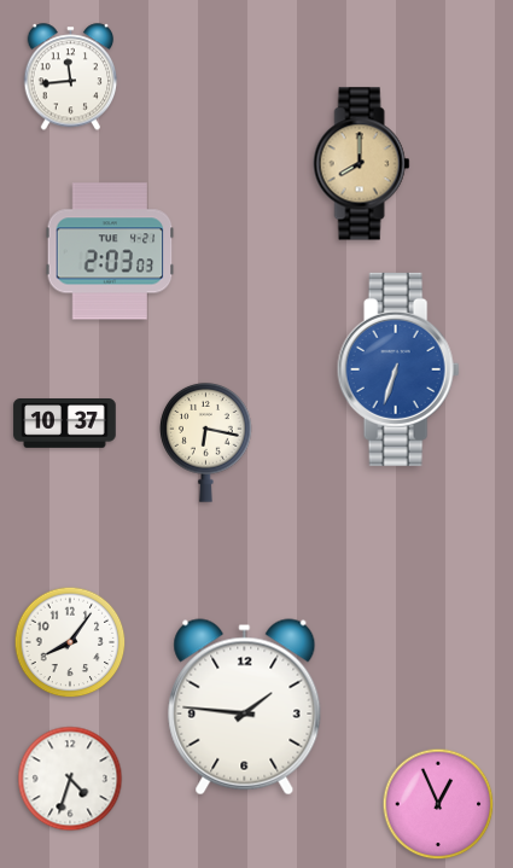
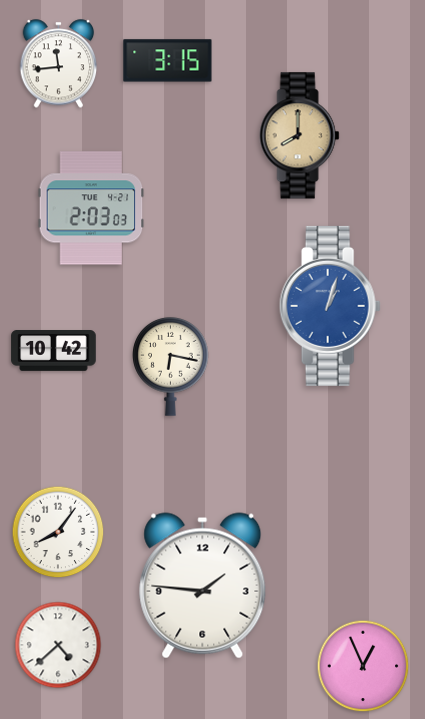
clock at (168, 61): none -> 3:15
clock at (398, 369): 6:33 -> 1:03
clock at (65, 424): 10:37 -> 10:42
clock at (70, 779): 4:33 -> 4:38
